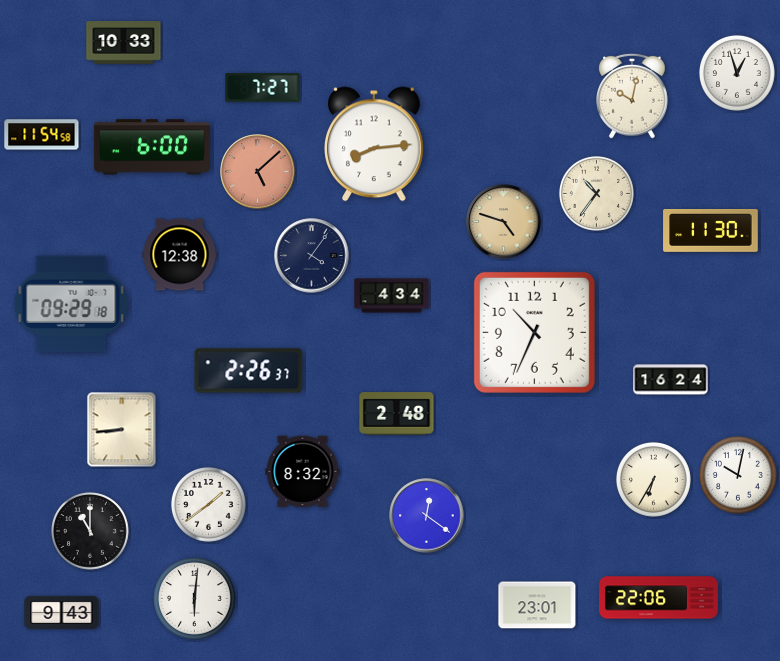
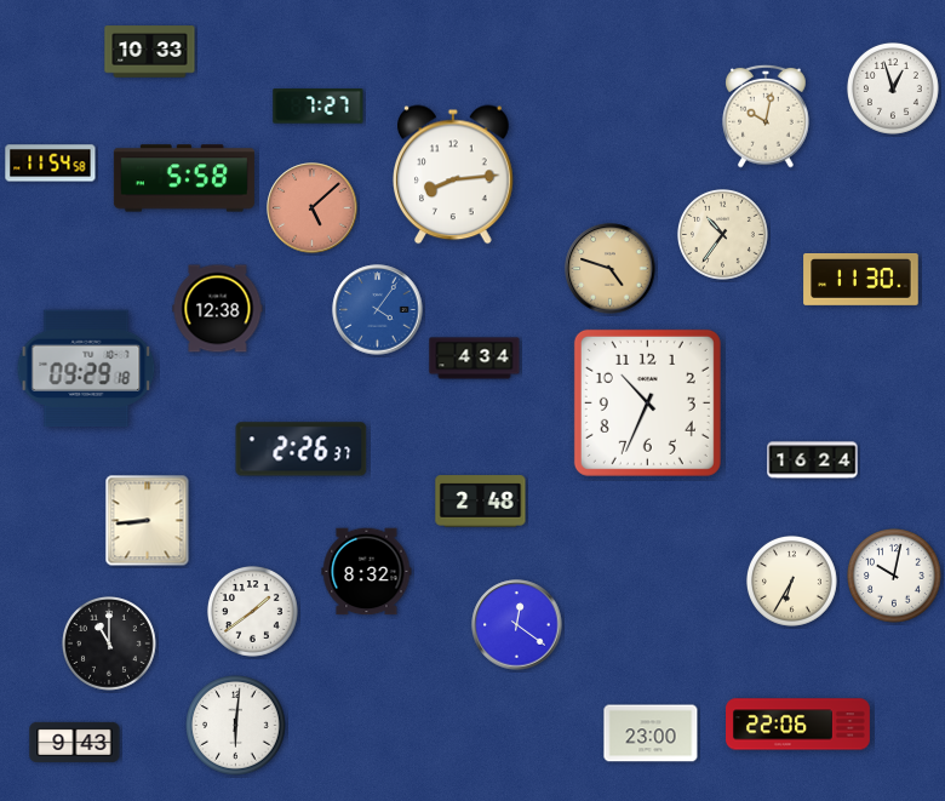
clock at (152, 147): 6:00 -> 5:58
clock at (312, 256) dial: navy -> blue
clock at (537, 605): 23:01 -> 23:00
